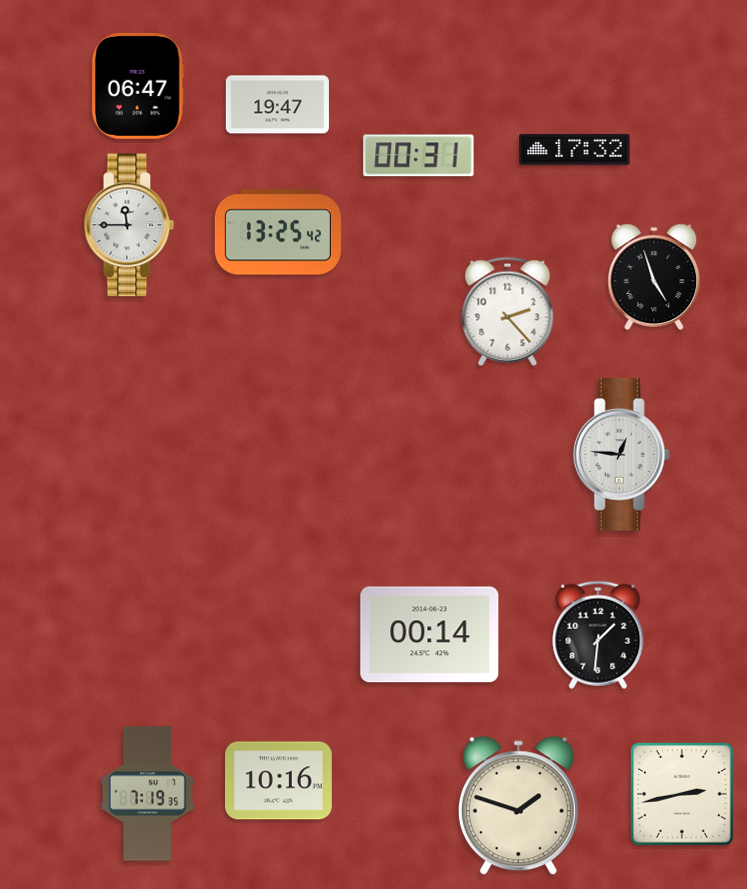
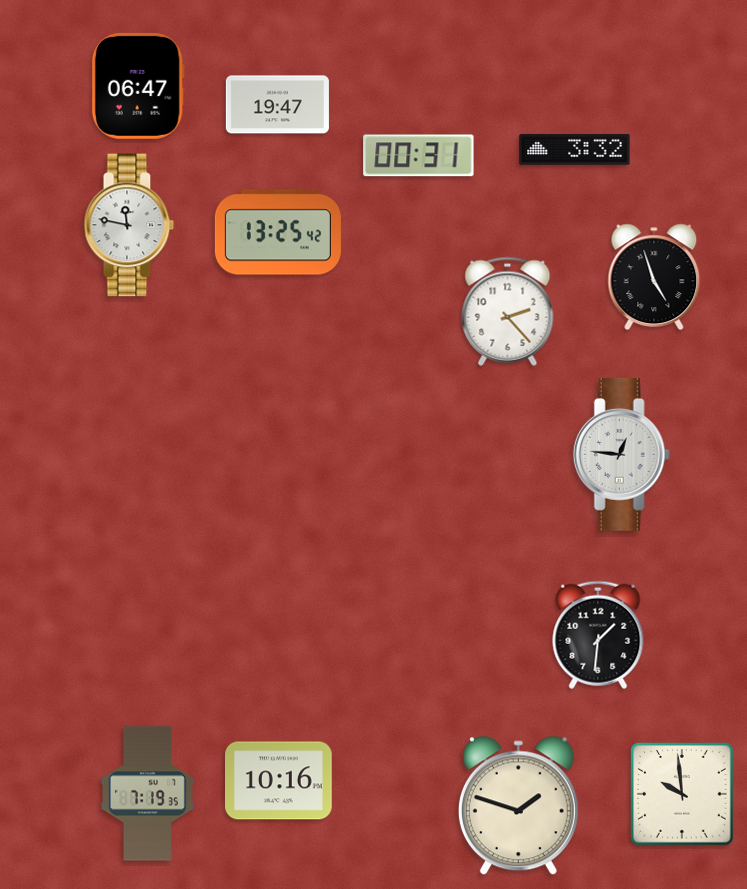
clock at (575, 149): 17:32 -> 3:32
clock at (129, 225): 11:45 -> 11:47
clock at (430, 635): 00:14 -> none
clock at (683, 795): 2:43 -> 9:59
